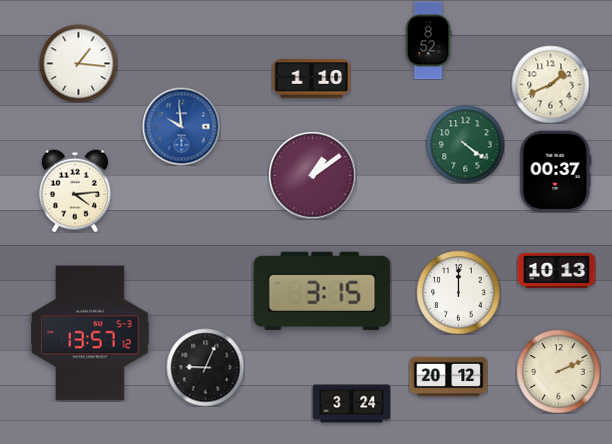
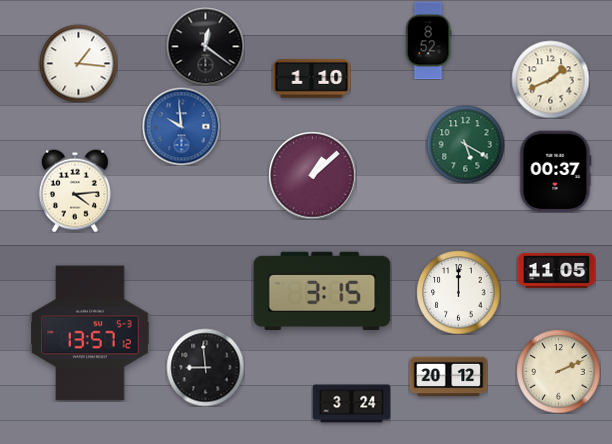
clock at (205, 46): none -> 12:21
clock at (550, 84) position: (550, 84) -> (550, 79)
clock at (465, 144): 4:21 -> 5:20
clock at (312, 175): 1:09 -> 1:08
clock at (556, 270): 10:13 -> 11:05
clock at (205, 367): 9:04 -> 8:59
